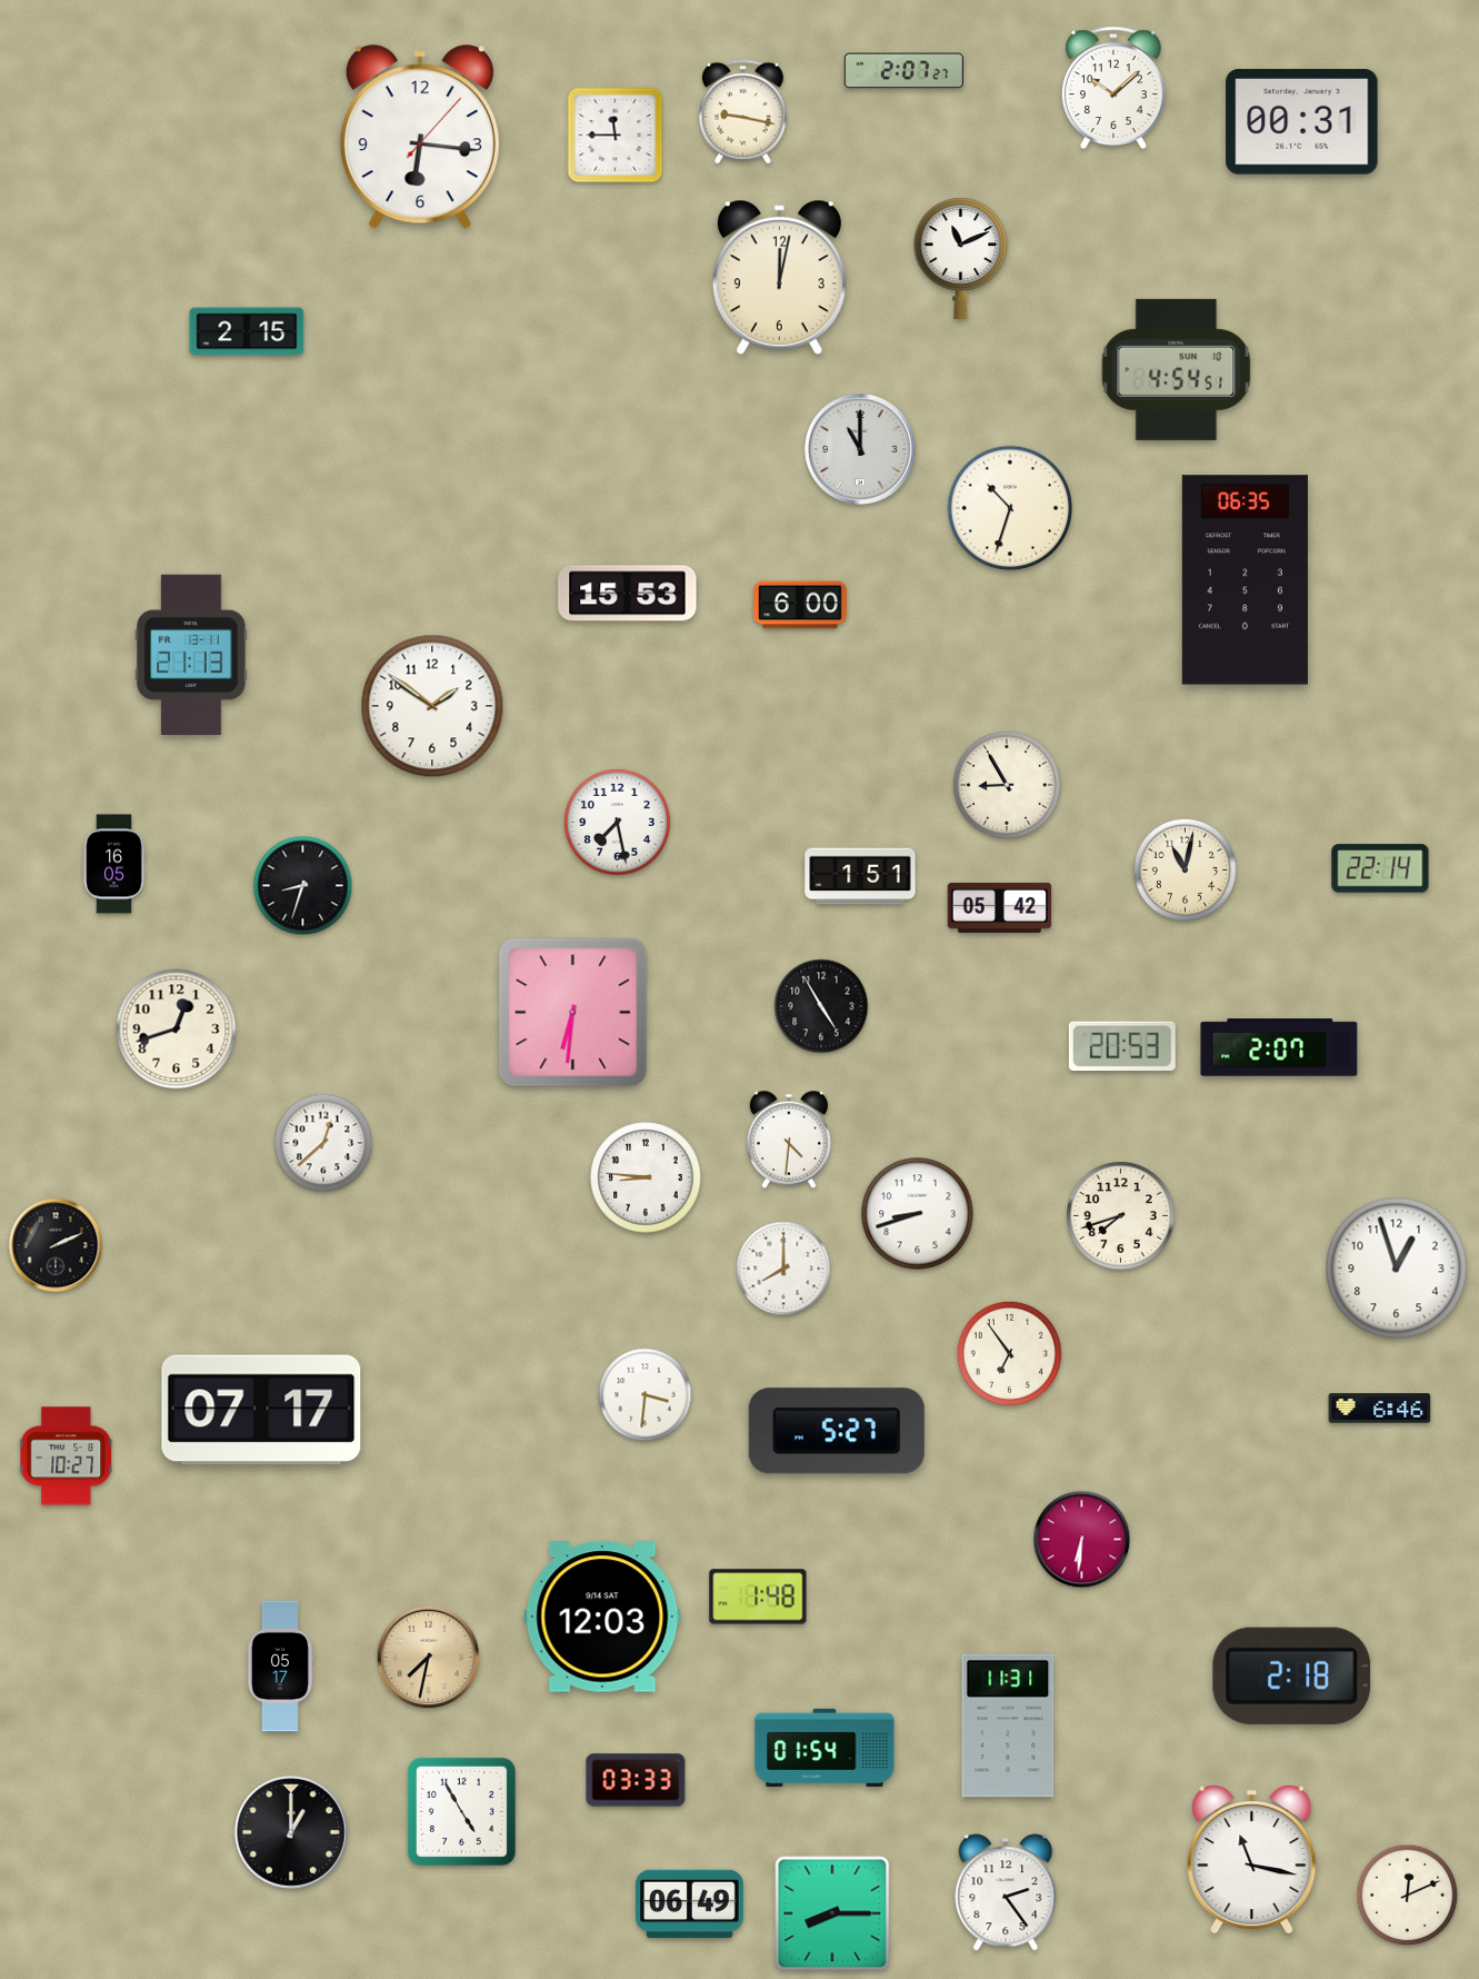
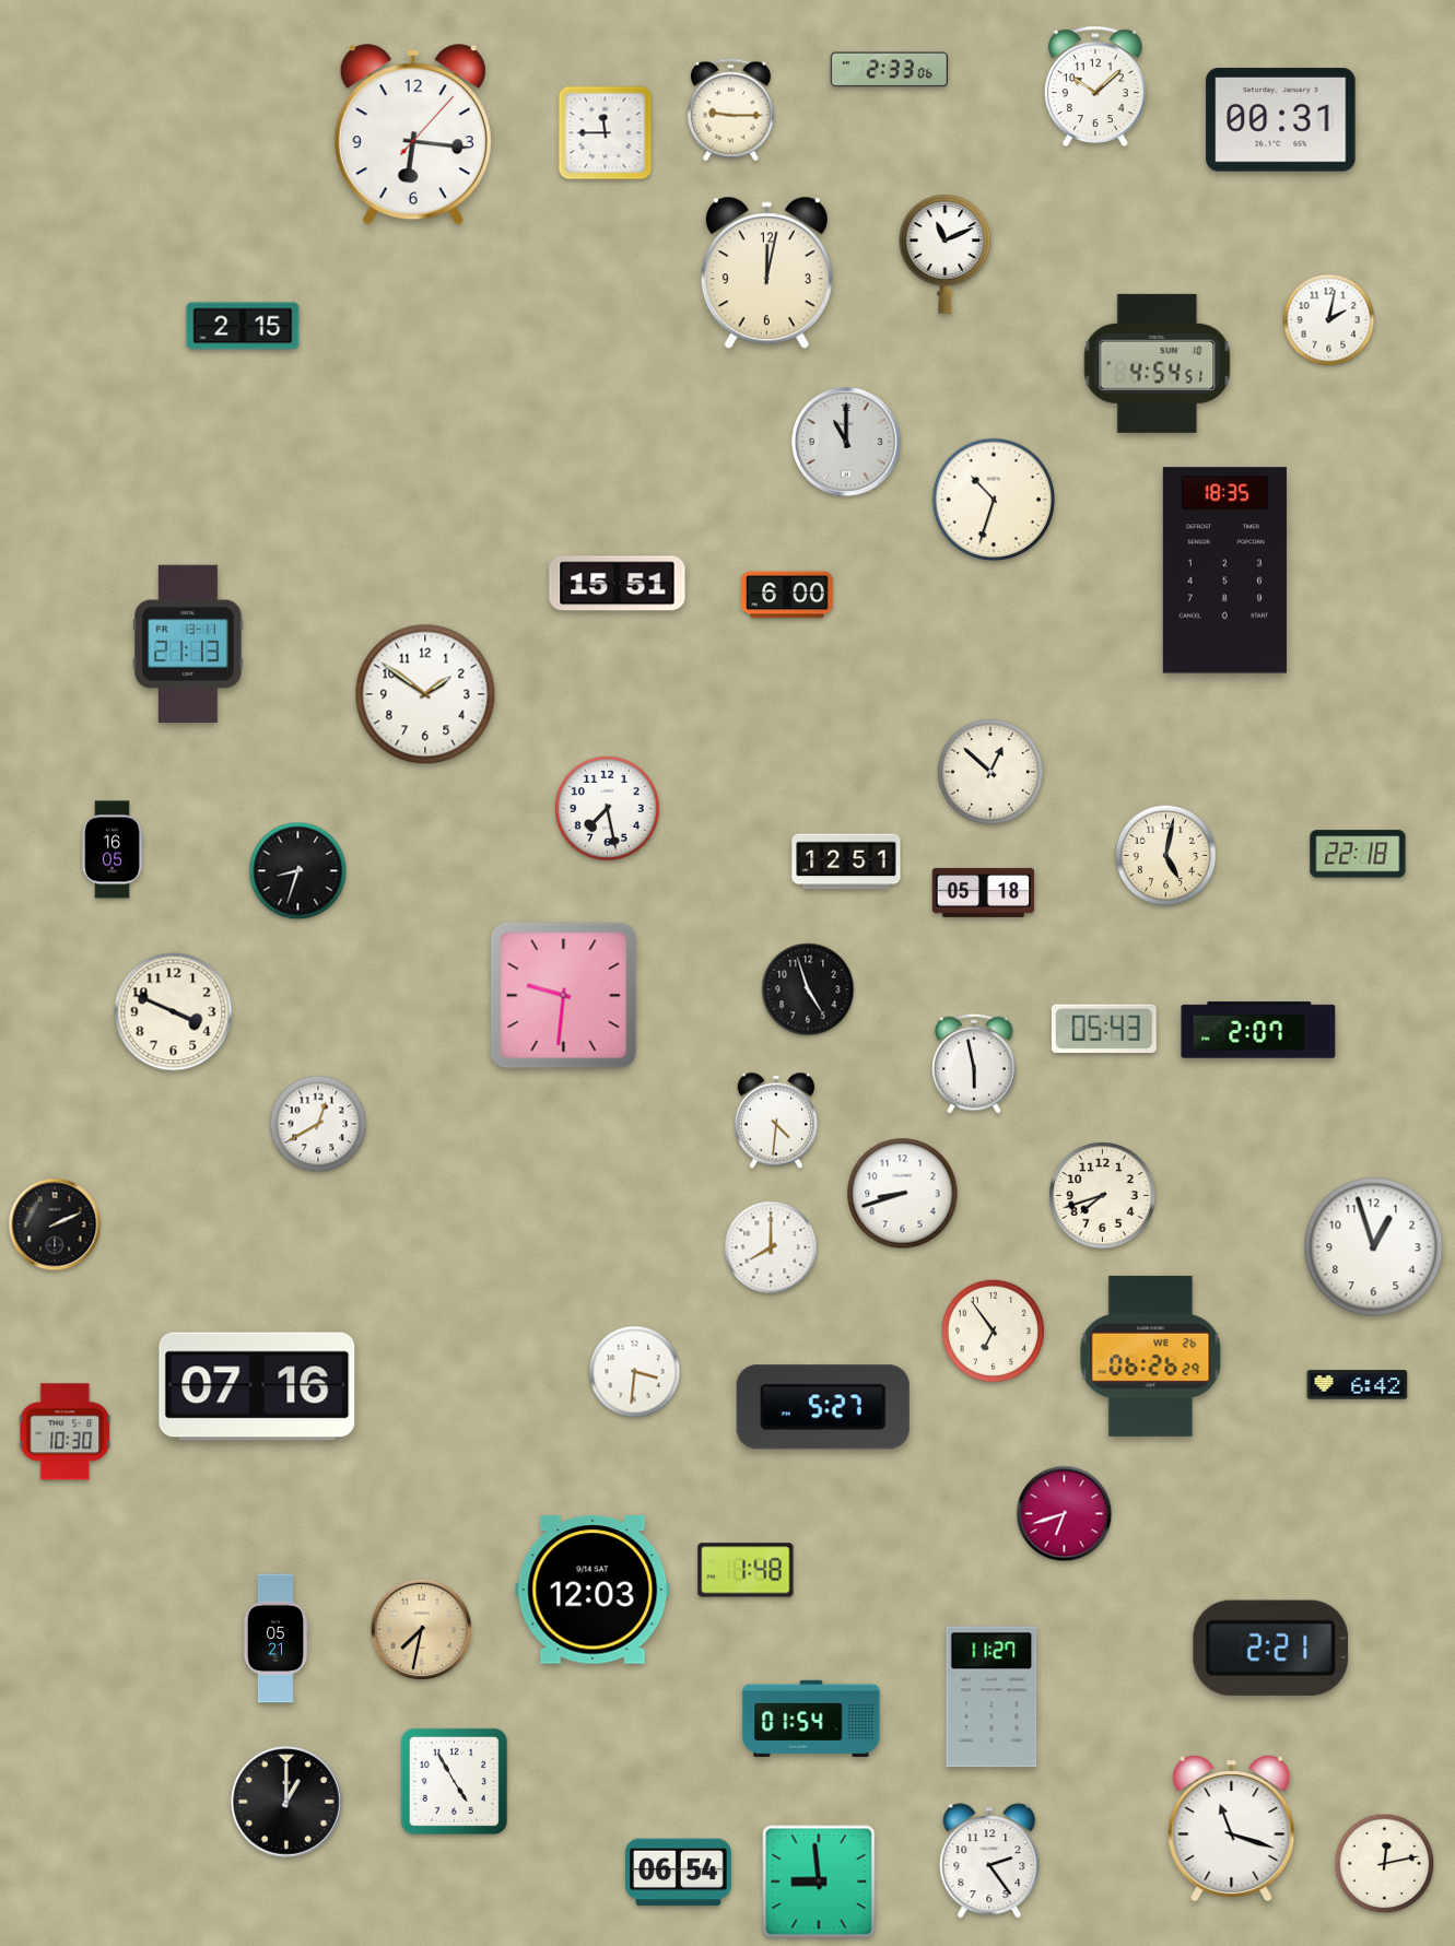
clock at (903, 71): 2:07 -> 2:33
clock at (742, 112): 9:17 -> 9:15
clock at (1329, 320): none -> 2:02
clock at (1245, 580): 06:35 -> 18:35
clock at (628, 594): 15:53 -> 15:51
clock at (1007, 785): 8:55 -> 12:52
clock at (1380, 868): 22:14 -> 22:18
clock at (1186, 871): 11:02 -> 5:02
clock at (860, 876): 1:51 -> 12:51
clock at (1000, 907): 05:42 -> 05:18
clock at (821, 1006): 4:55 -> 4:57
clock at (573, 1013): 6:31 -> 9:31
clock at (177, 1030): 12:42 -> 3:49
clock at (1122, 1046): 20:53 -> 05:43
clock at (974, 1064): none -> 5:58
clock at (323, 1143): 12:38 -> 12:40
clock at (646, 1177): 8:46 -> none
clock at (1151, 1356): none -> 06:26
clock at (1380, 1409): 6:46 -> 6:42
clock at (261, 1410): 07:17 -> 07:16
clock at (67, 1456): 10:27 -> 10:30
clock at (1082, 1540): 6:31 -> 6:42
clock at (279, 1667): 05:17 -> 05:21
clock at (1292, 1675): 2:18 -> 2:21
clock at (1008, 1726): 11:31 -> 11:27
clock at (636, 1780): 03:33 -> none
clock at (1252, 1859): 11:17 -> 11:18
clock at (1408, 1896): 12:11 -> 12:13
clock at (690, 1905): 06:49 -> 06:54
clock at (832, 1913): 8:15 -> 8:59
